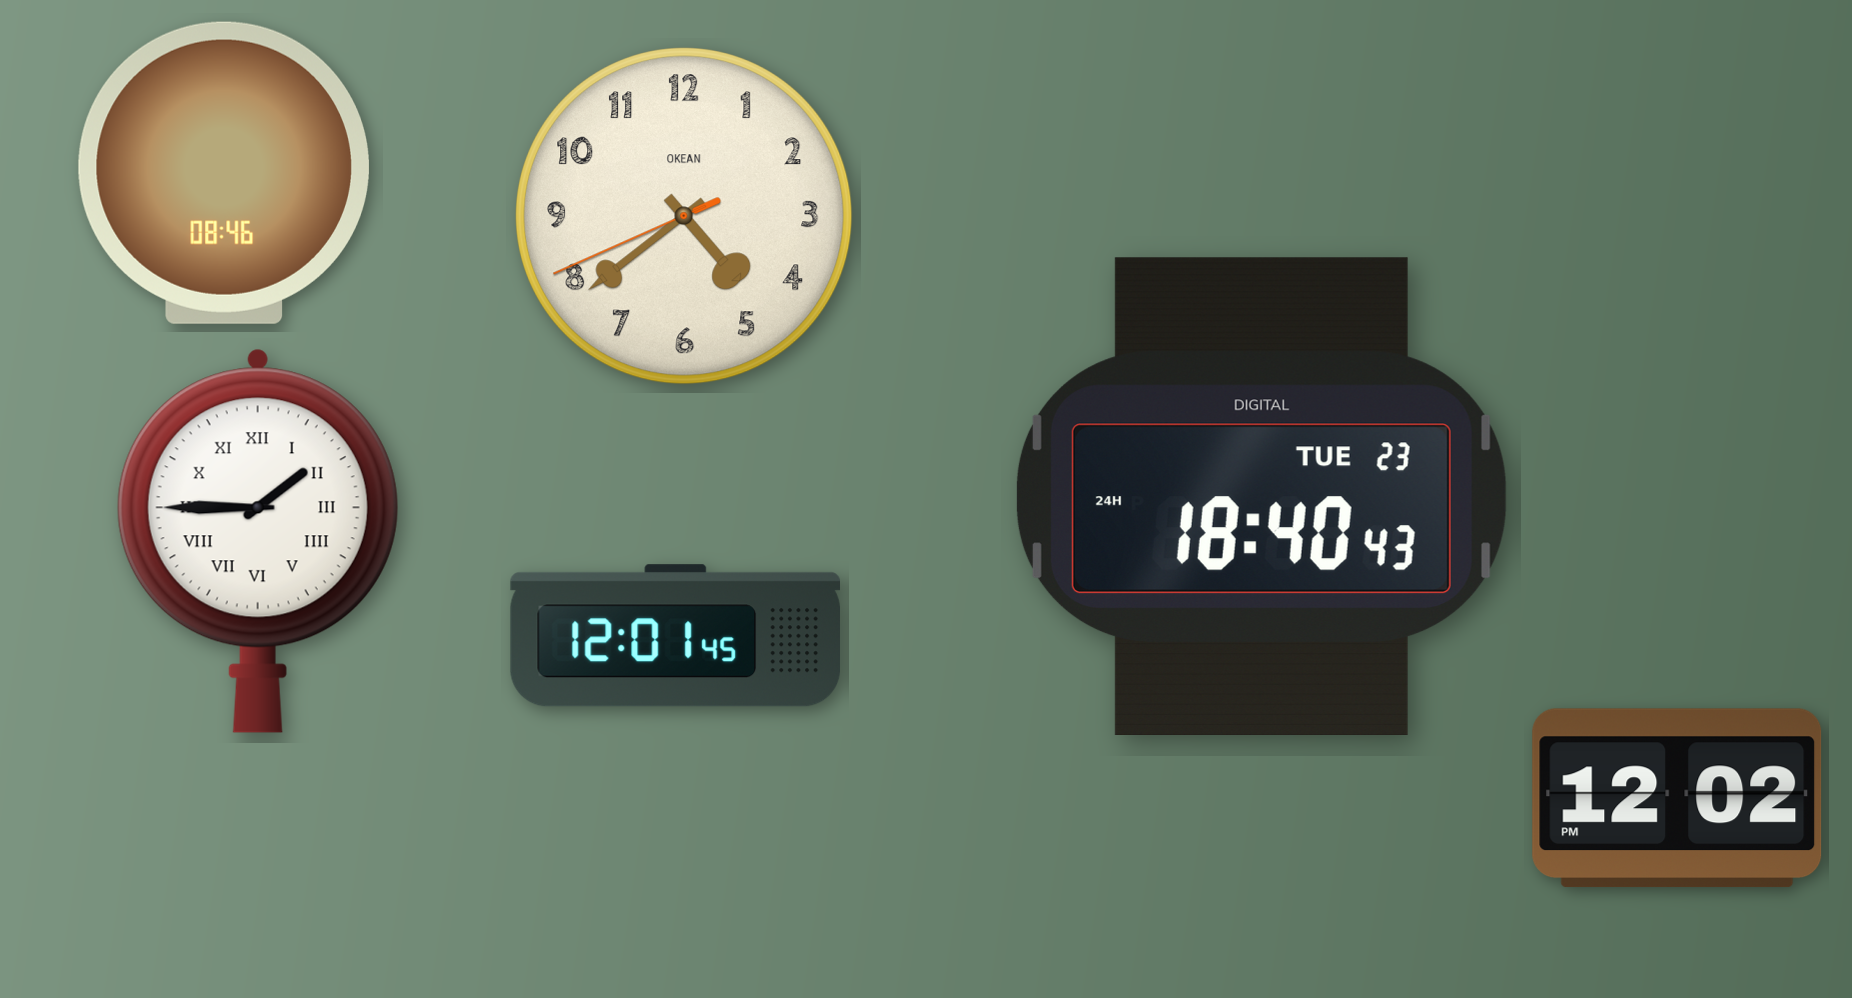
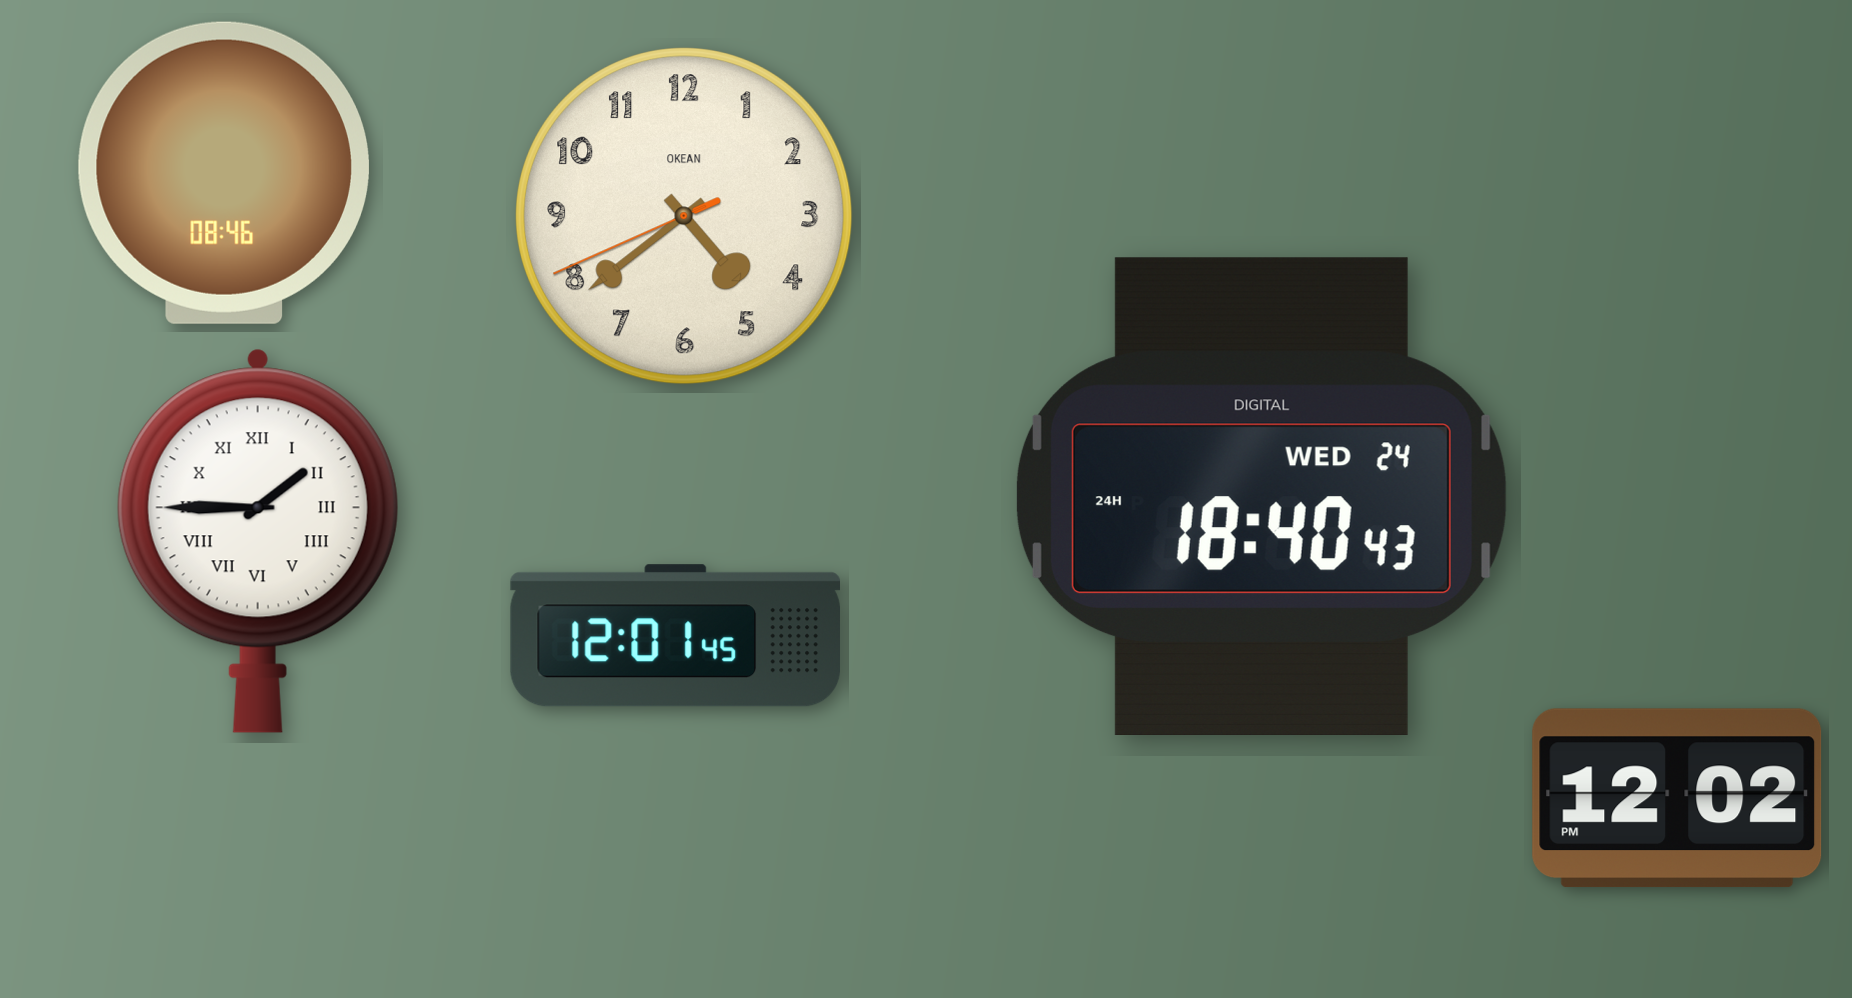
clock at (1261, 496) date: TUE 23 -> WED 24
